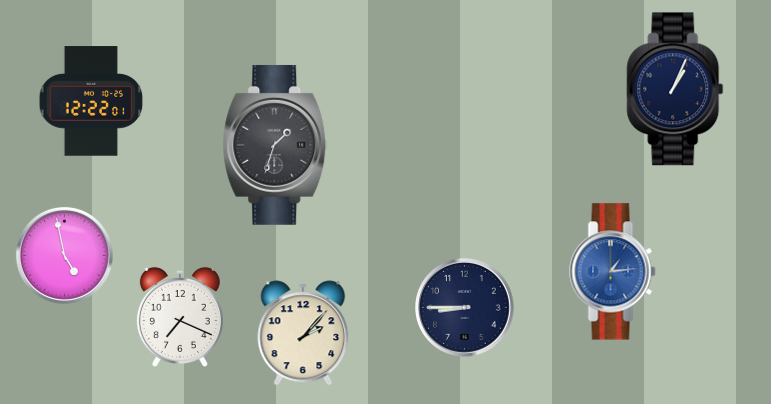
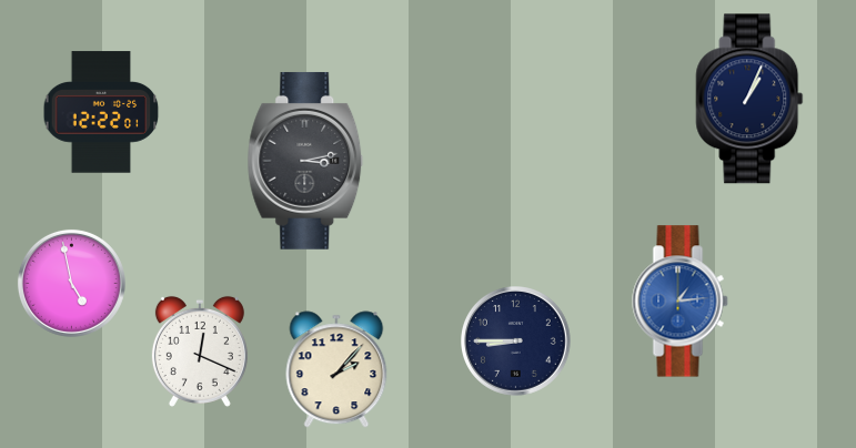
clock at (275, 145): 1:33 -> 3:13
clock at (180, 317): 7:19 -> 12:19
